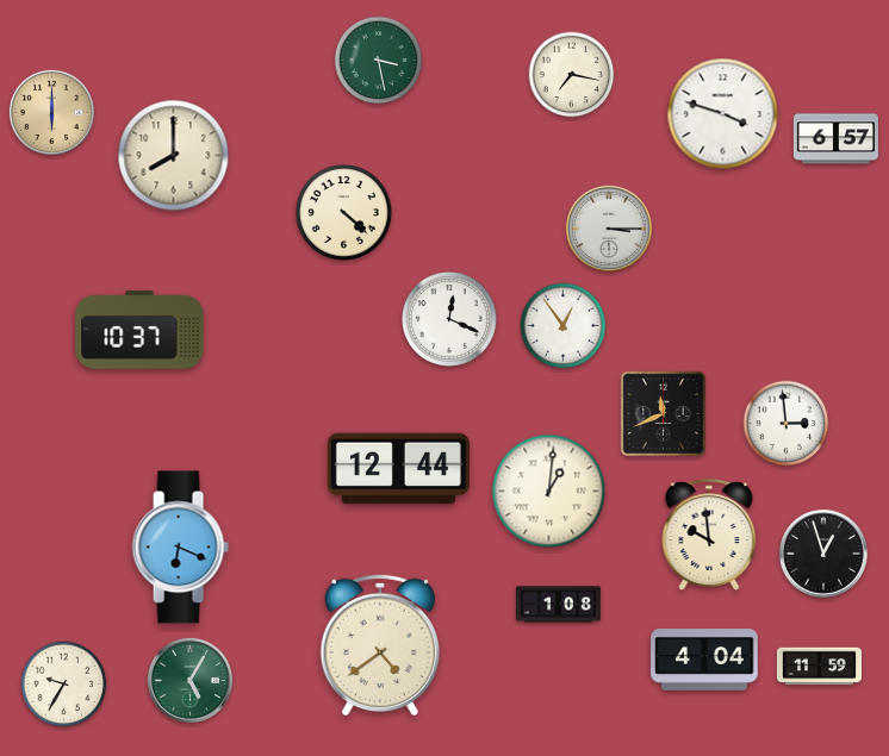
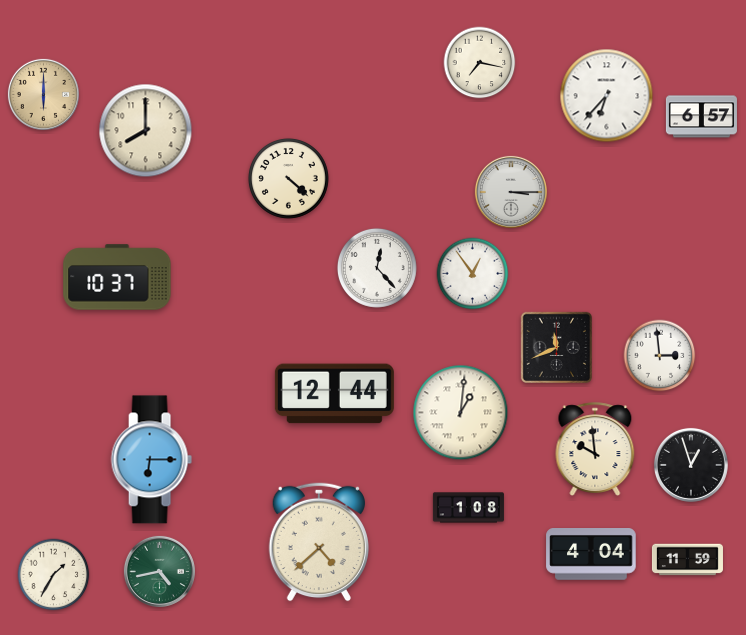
clock at (379, 61): 3:28 -> none
clock at (723, 114): 3:48 -> 6:37
clock at (449, 319): 12:19 -> 12:23
clock at (180, 548): 6:19 -> 6:15
clock at (379, 645): 4:39 -> 4:38
clock at (189, 680): 5:05 -> 4:43
clock at (64, 685): 9:35 -> 1:35
